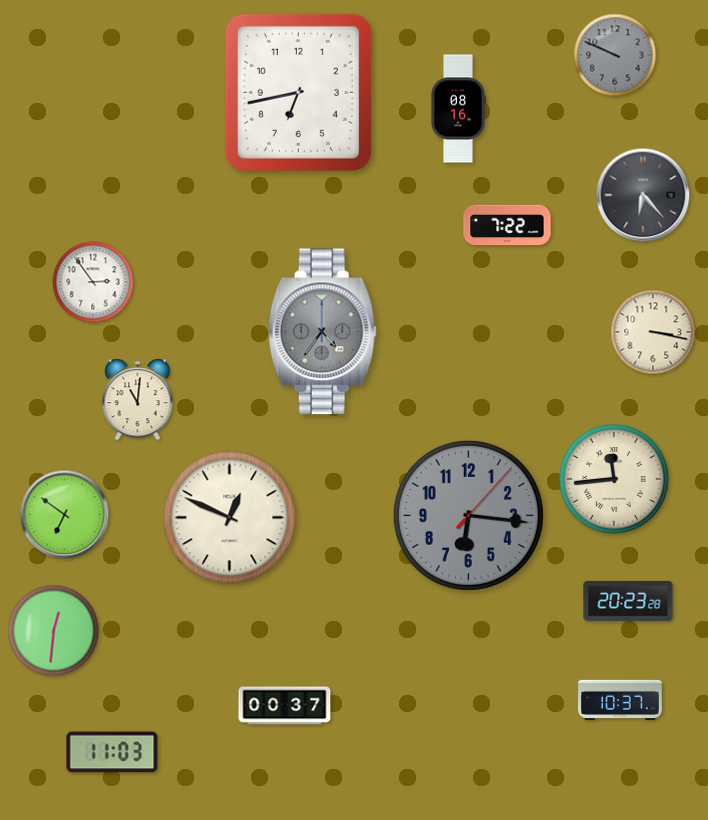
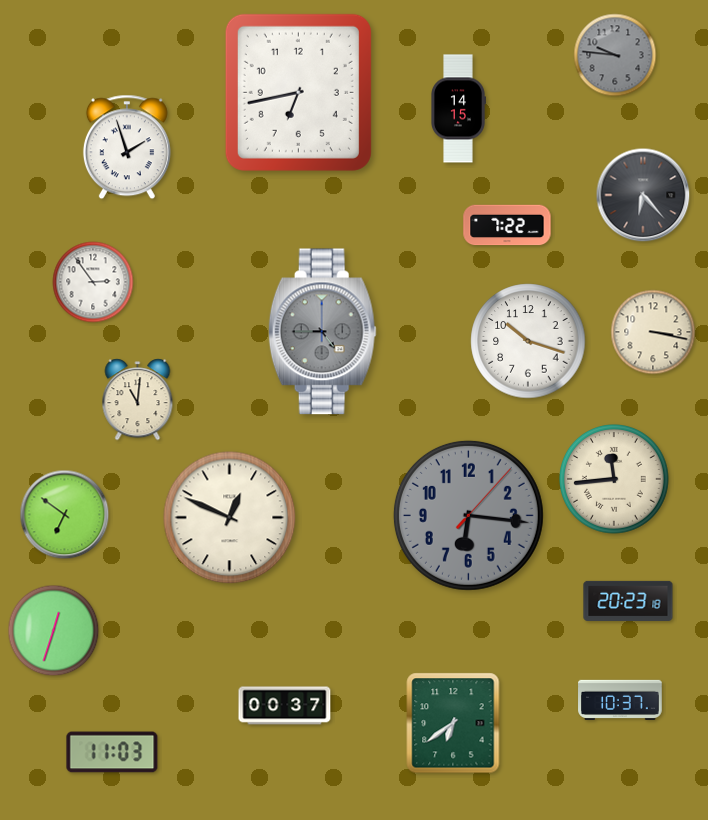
clock at (615, 55): 9:49 -> 9:46
clock at (459, 109): 08:16 -> 14:15
clock at (127, 147): none -> 1:57
clock at (322, 332): 4:36 -> 4:45
clock at (528, 341): none -> 10:18
clock at (628, 601): 20:23:28 -> 20:23:18
clock at (54, 631): 12:31 -> 12:33
clock at (453, 723): none -> 6:39
